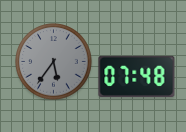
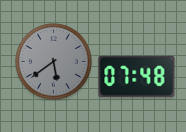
clock at (54, 62): 5:36 -> 5:39
